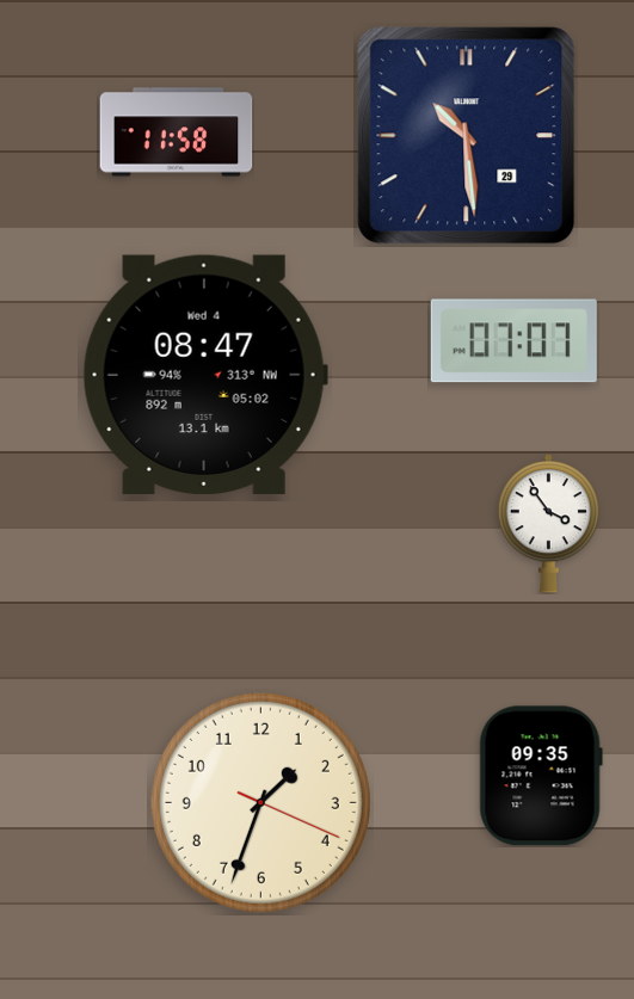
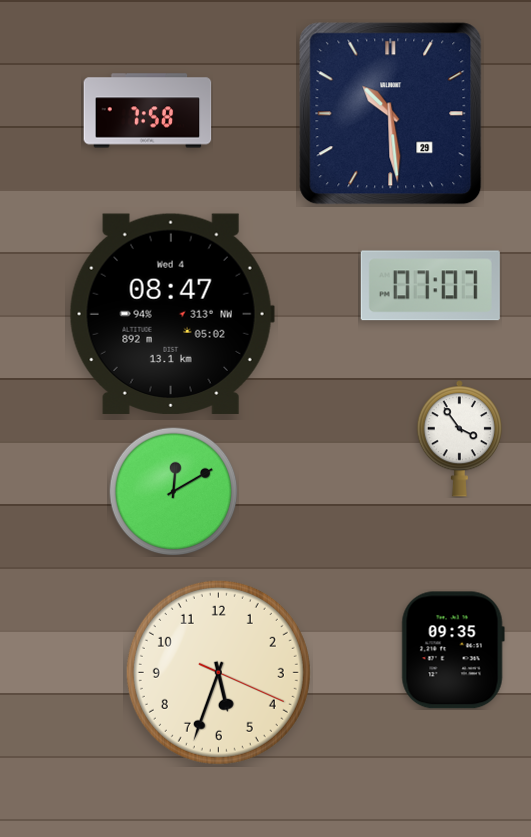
clock at (177, 132): 11:58 -> 7:58
clock at (173, 491): none -> 12:10
clock at (260, 802): 1:33 -> 5:33
